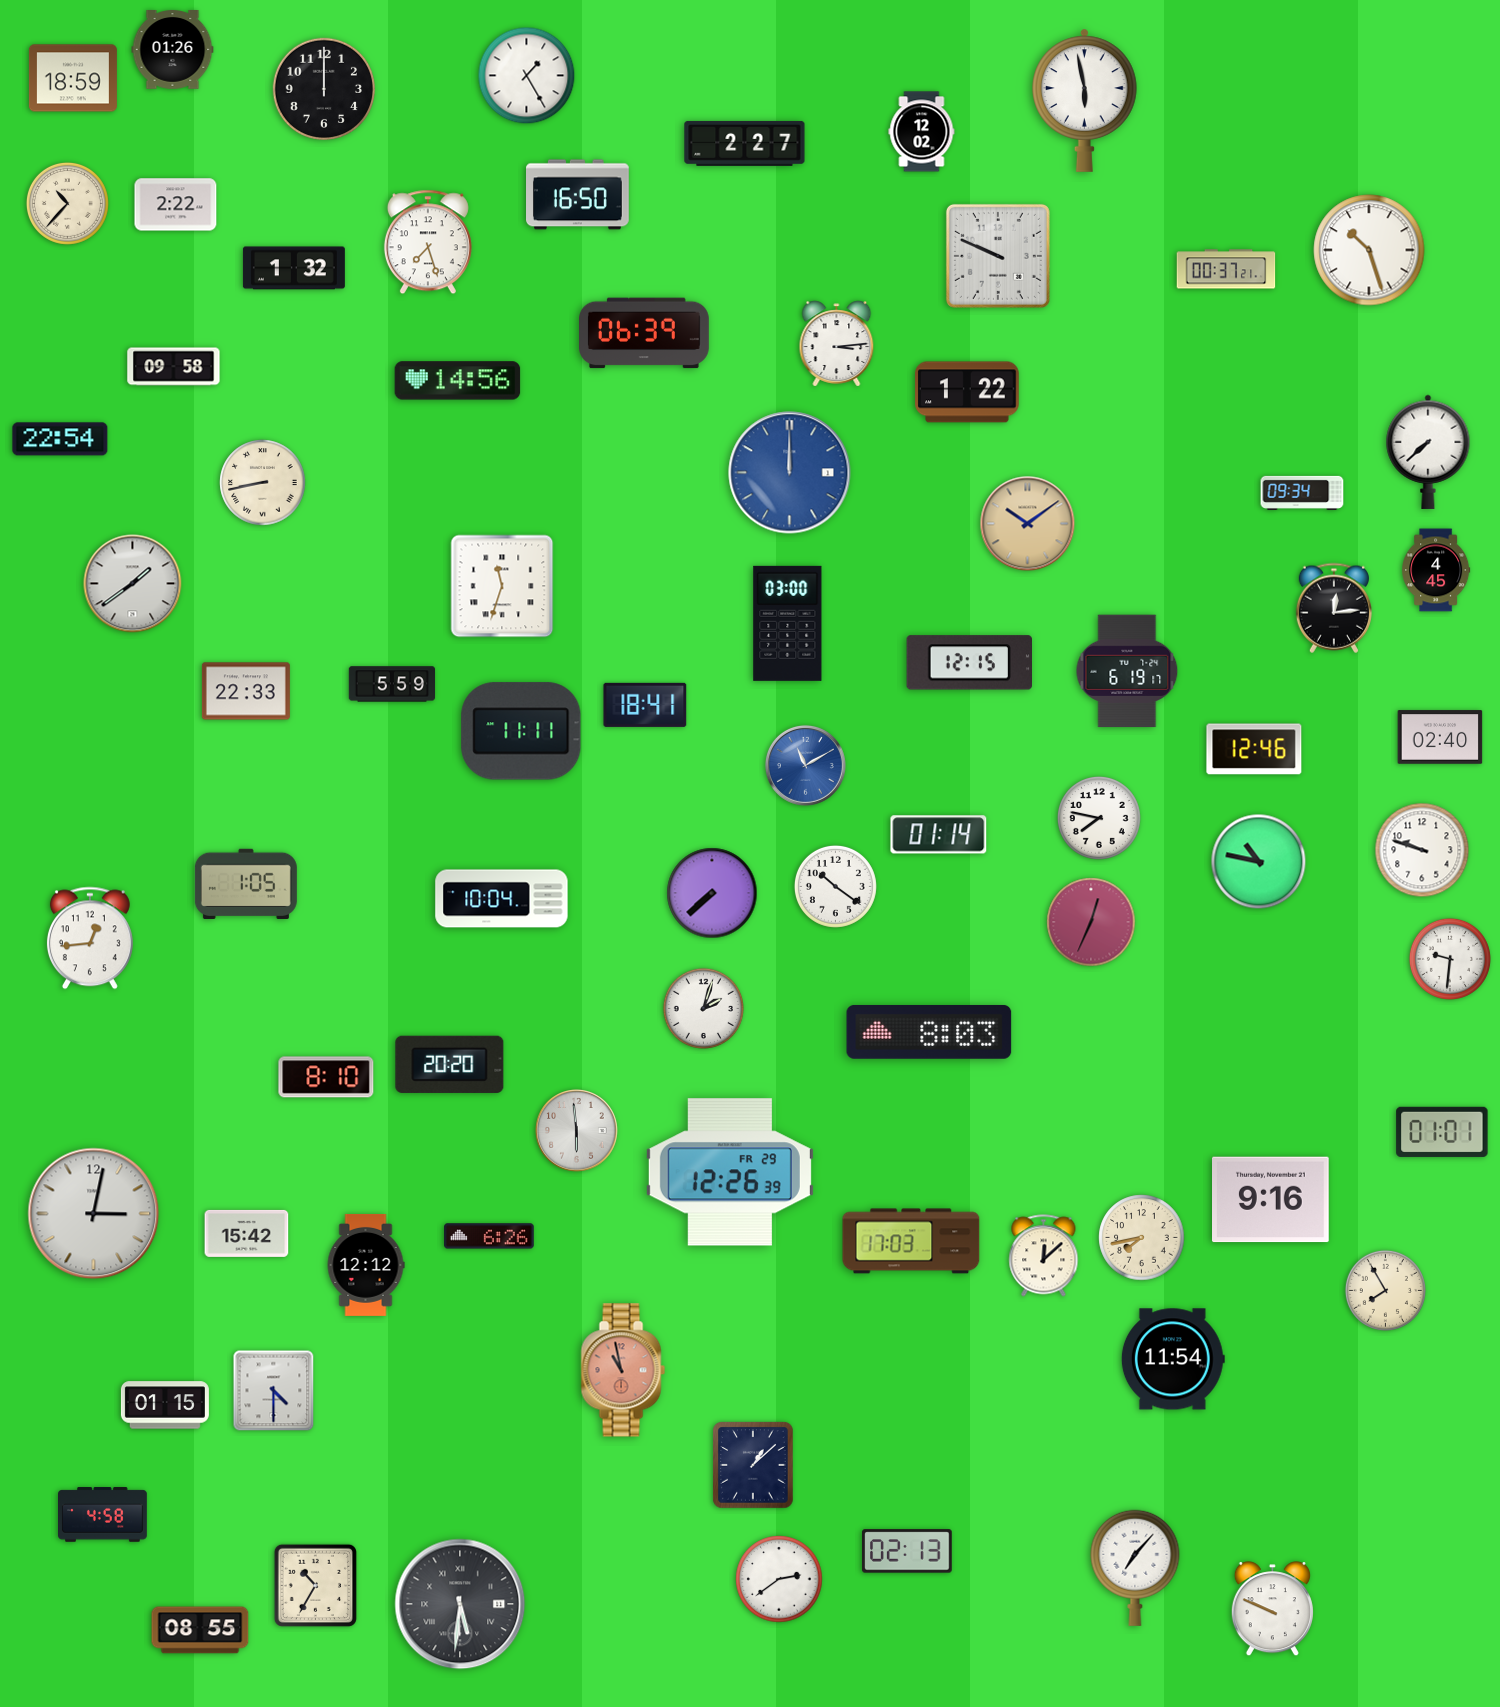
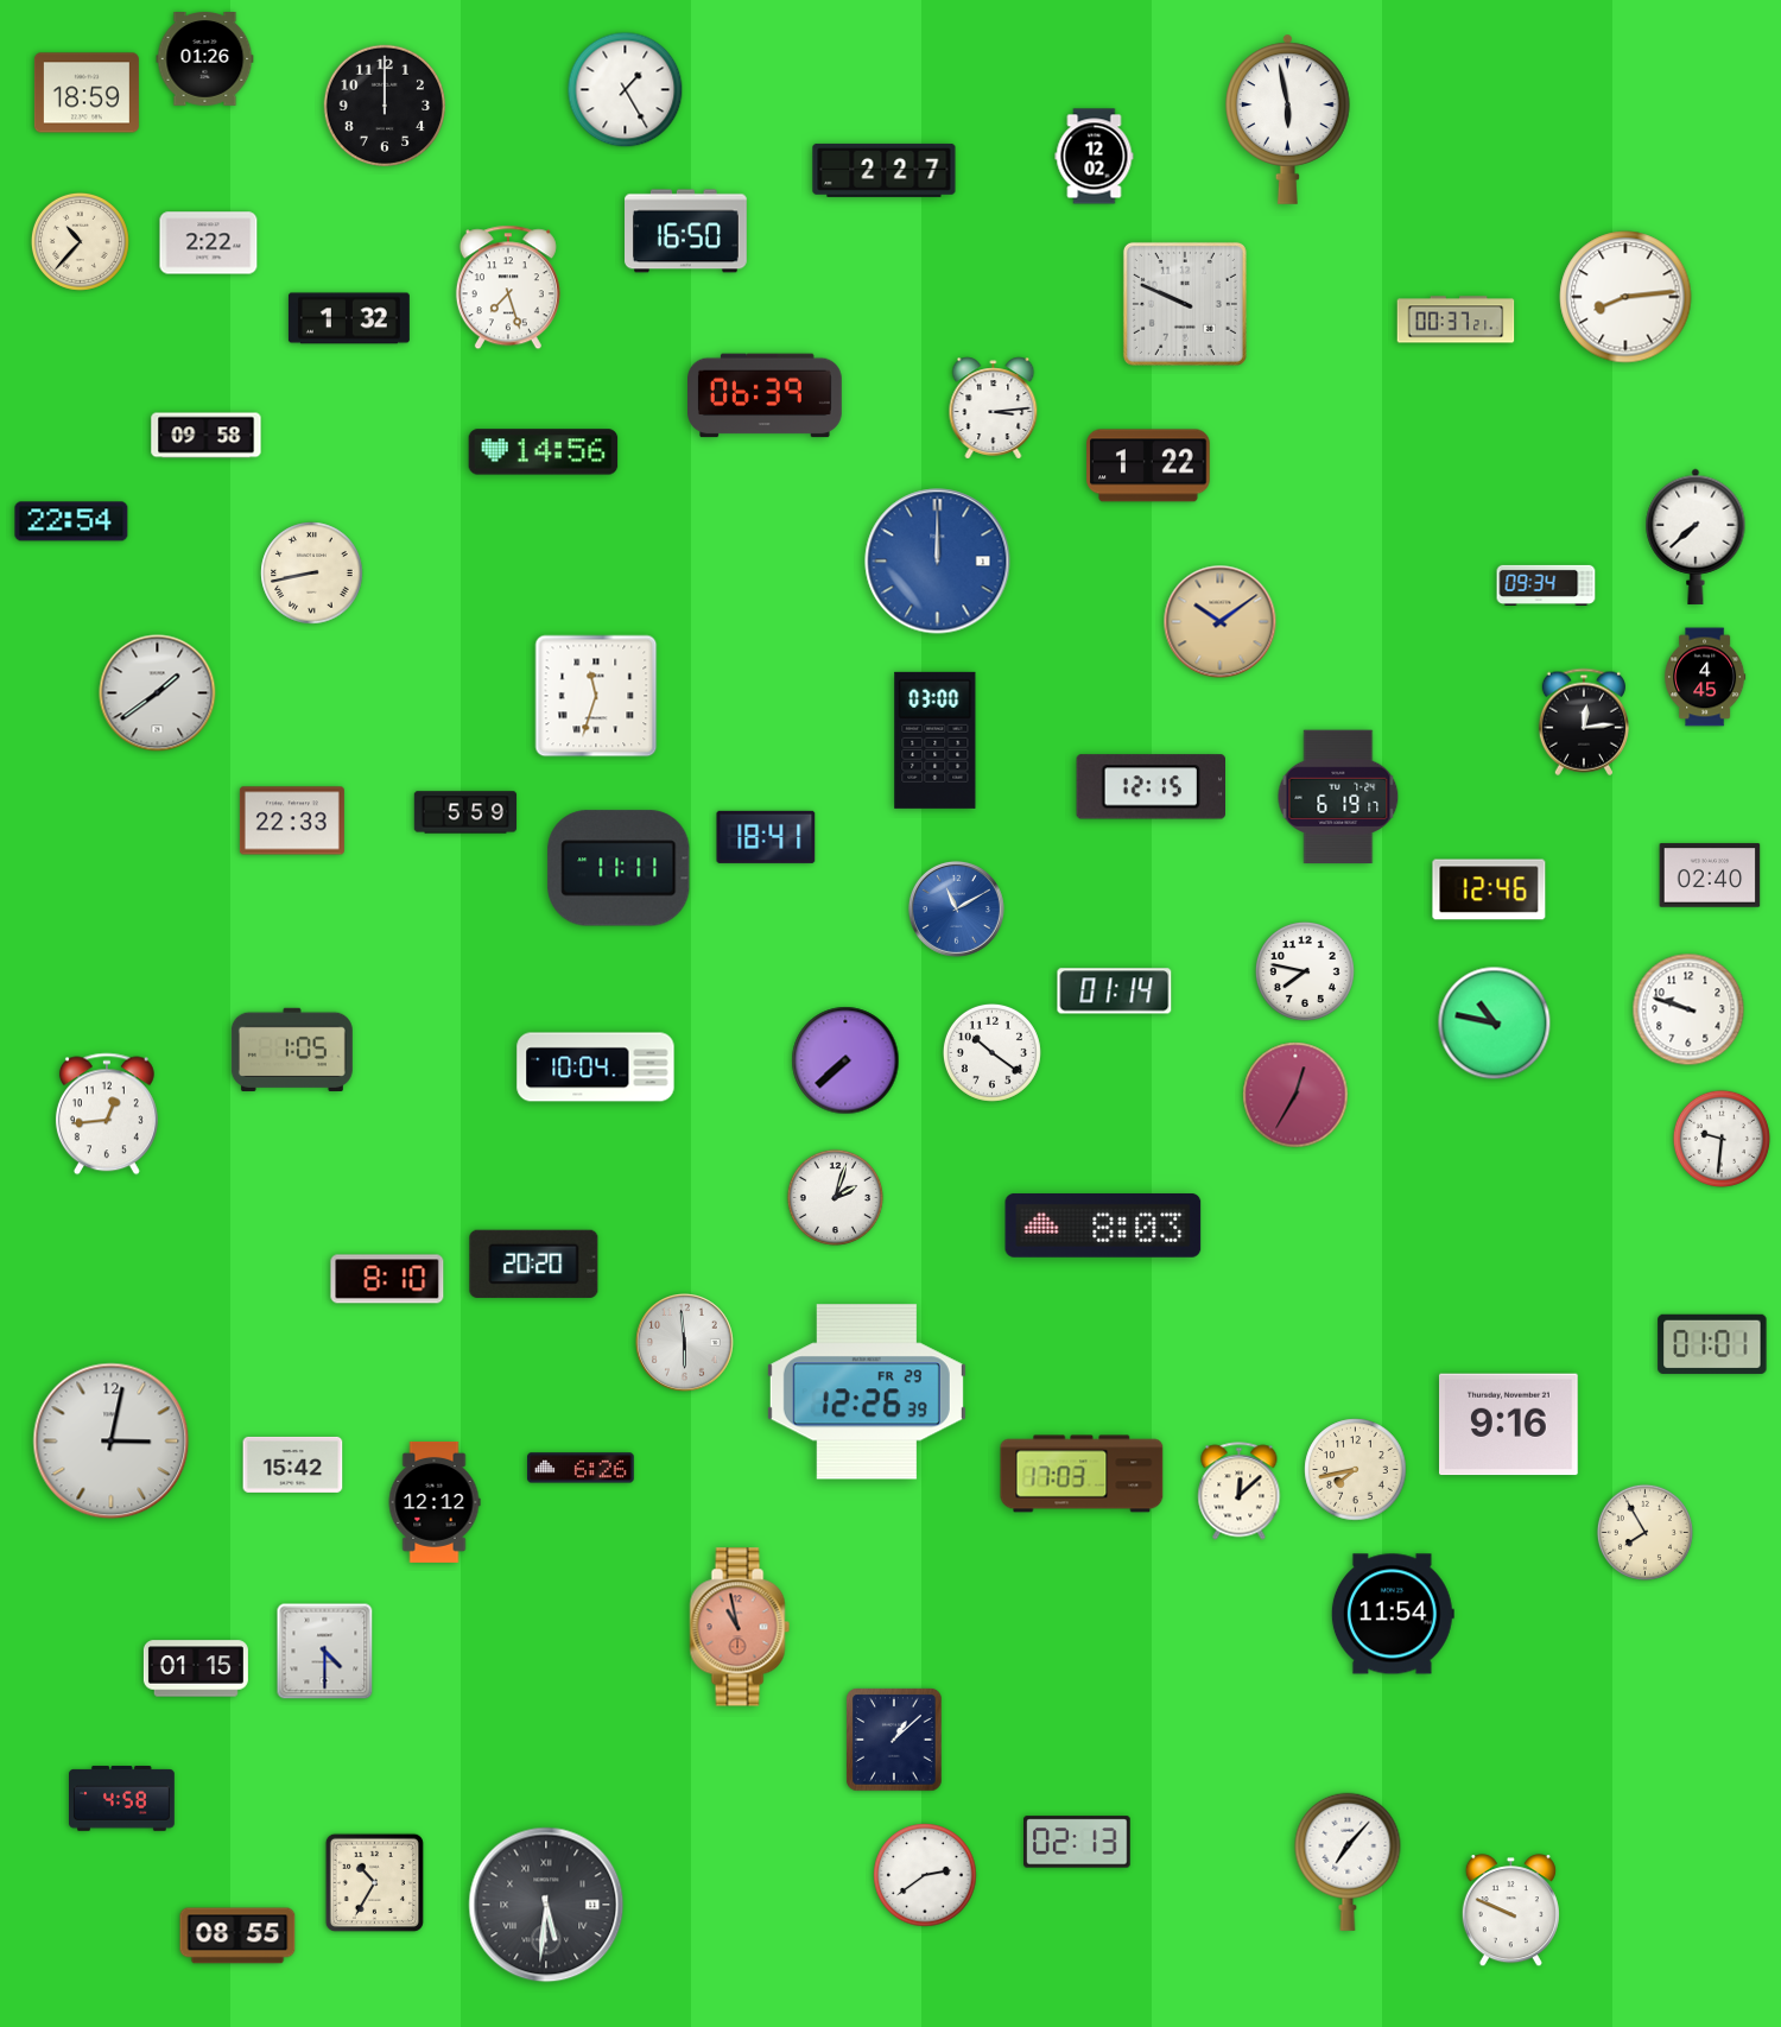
clock at (1369, 250): 10:27 -> 8:14
clock at (1091, 922): 12:34 -> 12:35
